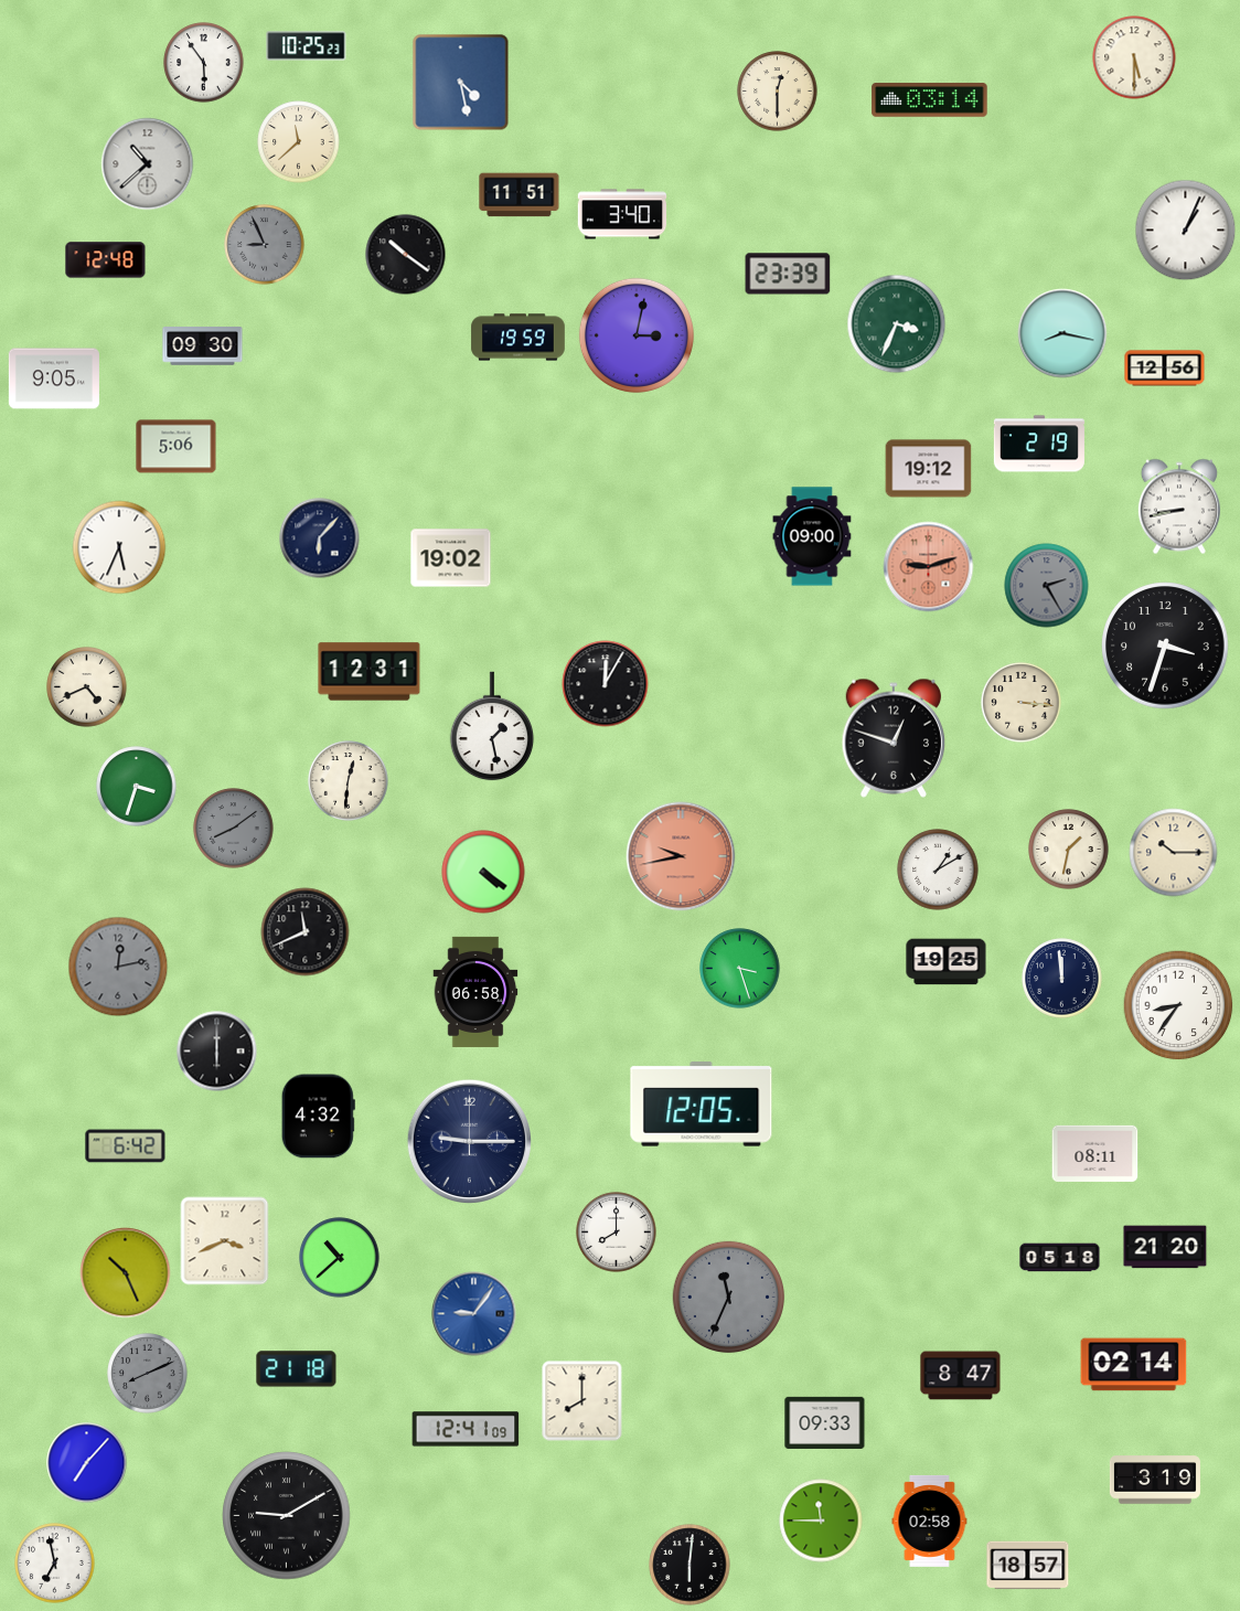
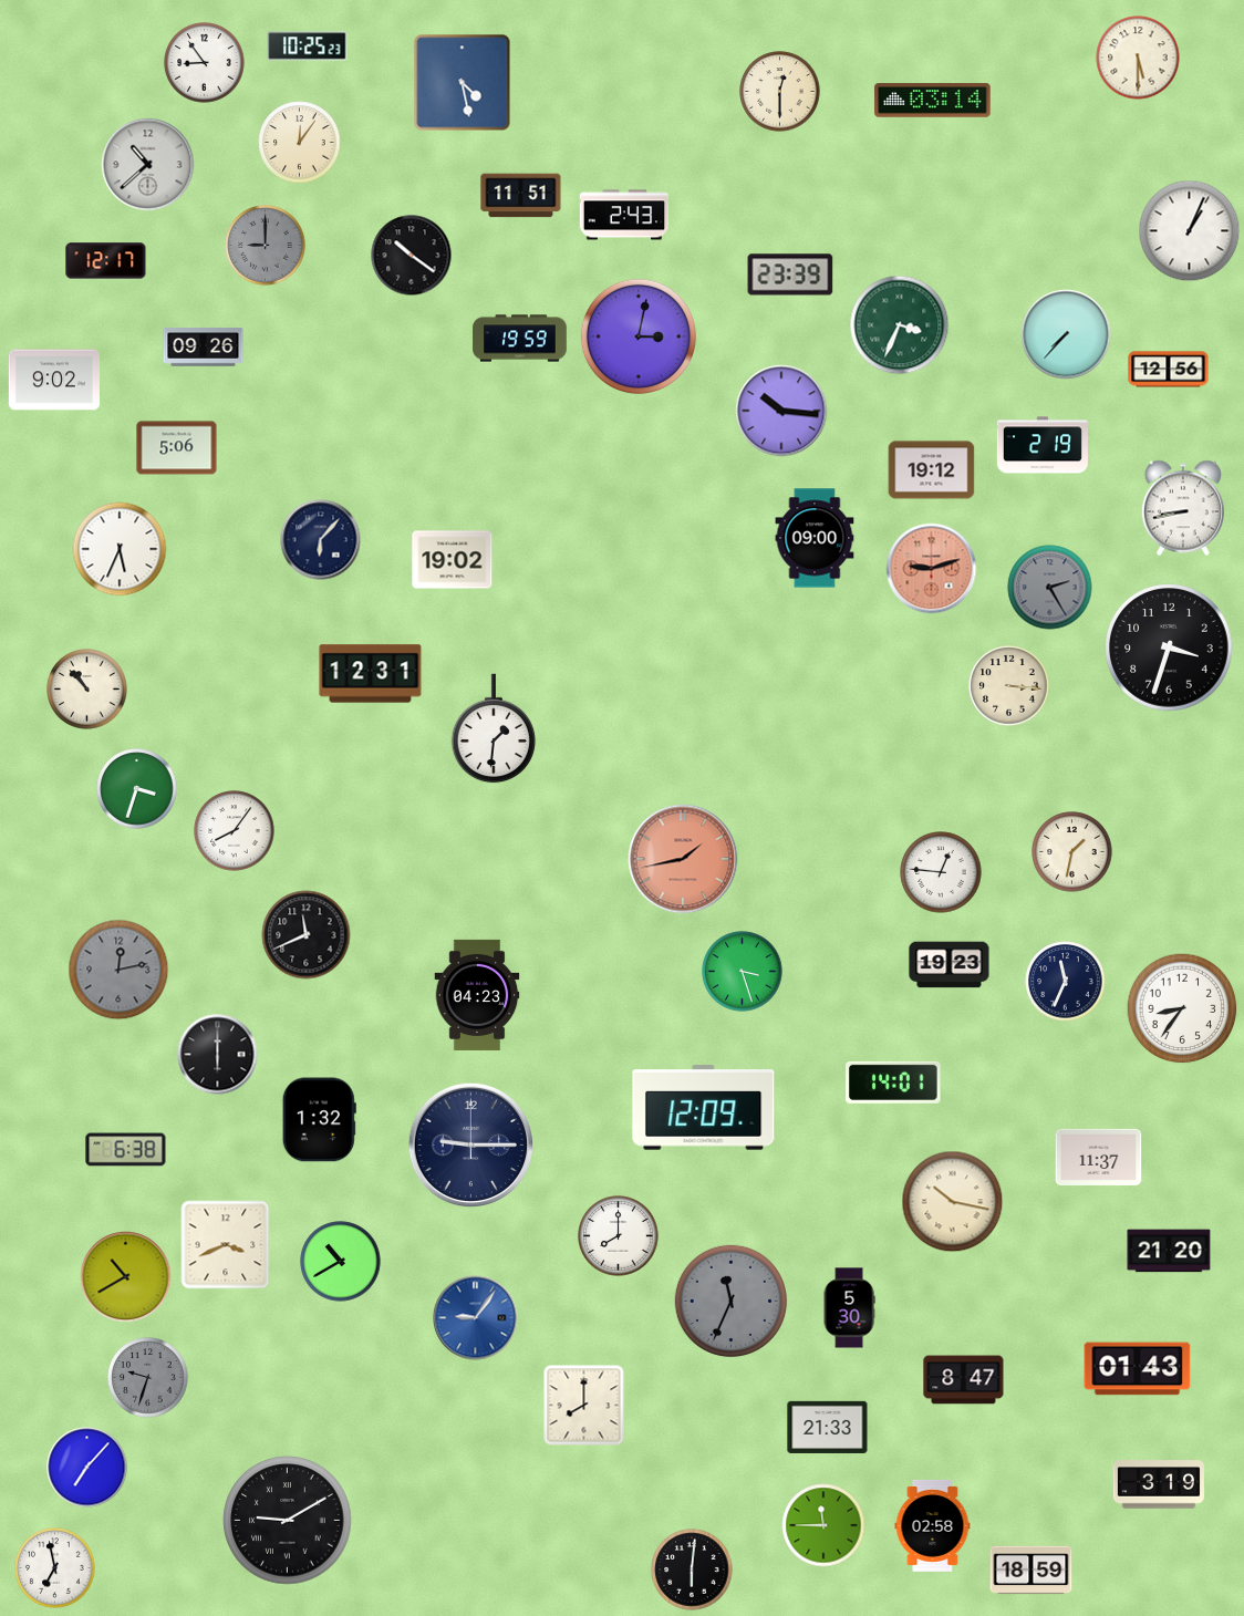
clock at (204, 63): 5:54 -> 8:54
clock at (299, 142): 11:38 -> 12:06
clock at (622, 214): 3:40 -> 2:43
clock at (265, 245): 8:56 -> 9:00
clock at (406, 255) position: (406, 255) -> (412, 256)
clock at (106, 260): 12:48 -> 12:17
clock at (1062, 333): 8:17 -> 7:37
clock at (203, 346): 09:30 -> 09:26
clock at (54, 378): 9:05 -> 9:02
clock at (781, 411): none -> 10:16
clock at (606, 684): 12:05 -> none
clock at (87, 687): 4:41 -> 10:53
clock at (1022, 703) position: (1022, 703) -> (1009, 686)
clock at (492, 726): 1:28 -> 1:31
clock at (894, 738): 12:48 -> none
clock at (349, 781): 12:31 -> none
clock at (234, 829): 8:09 -> 8:06
clock at (234, 829) dial: grey -> white
clock at (1174, 853): 10:15 -> none
clock at (681, 856): 9:43 -> 1:43
clock at (938, 869): 1:10 -> 12:46
clock at (483, 872): 4:21 -> none
clock at (947, 962): 19:25 -> 19:23
clock at (1062, 979): 11:59 -> 11:34
clock at (475, 992): 06:58 -> 04:23
clock at (893, 1082): none -> 14:01
clock at (702, 1105): 12:05 -> 12:09
clock at (318, 1117): 4:32 -> 1:32
clock at (126, 1146): 6:42 -> 6:38
clock at (1095, 1153): 08:11 -> 11:37
clock at (953, 1202): none -> 10:17
clock at (340, 1258): 10:38 -> 10:40
clock at (1060, 1258): 05:18 -> none
clock at (126, 1273): 10:26 -> 10:40
clock at (849, 1308): none -> 5:30
clock at (1134, 1365): 02:14 -> 01:43
clock at (297, 1369): 21:18 -> none
clock at (148, 1374): 8:11 -> 9:33
clock at (825, 1422): 09:33 -> 21:33
clock at (466, 1429): 12:41 -> none
clock at (1028, 1566): 18:57 -> 18:59
